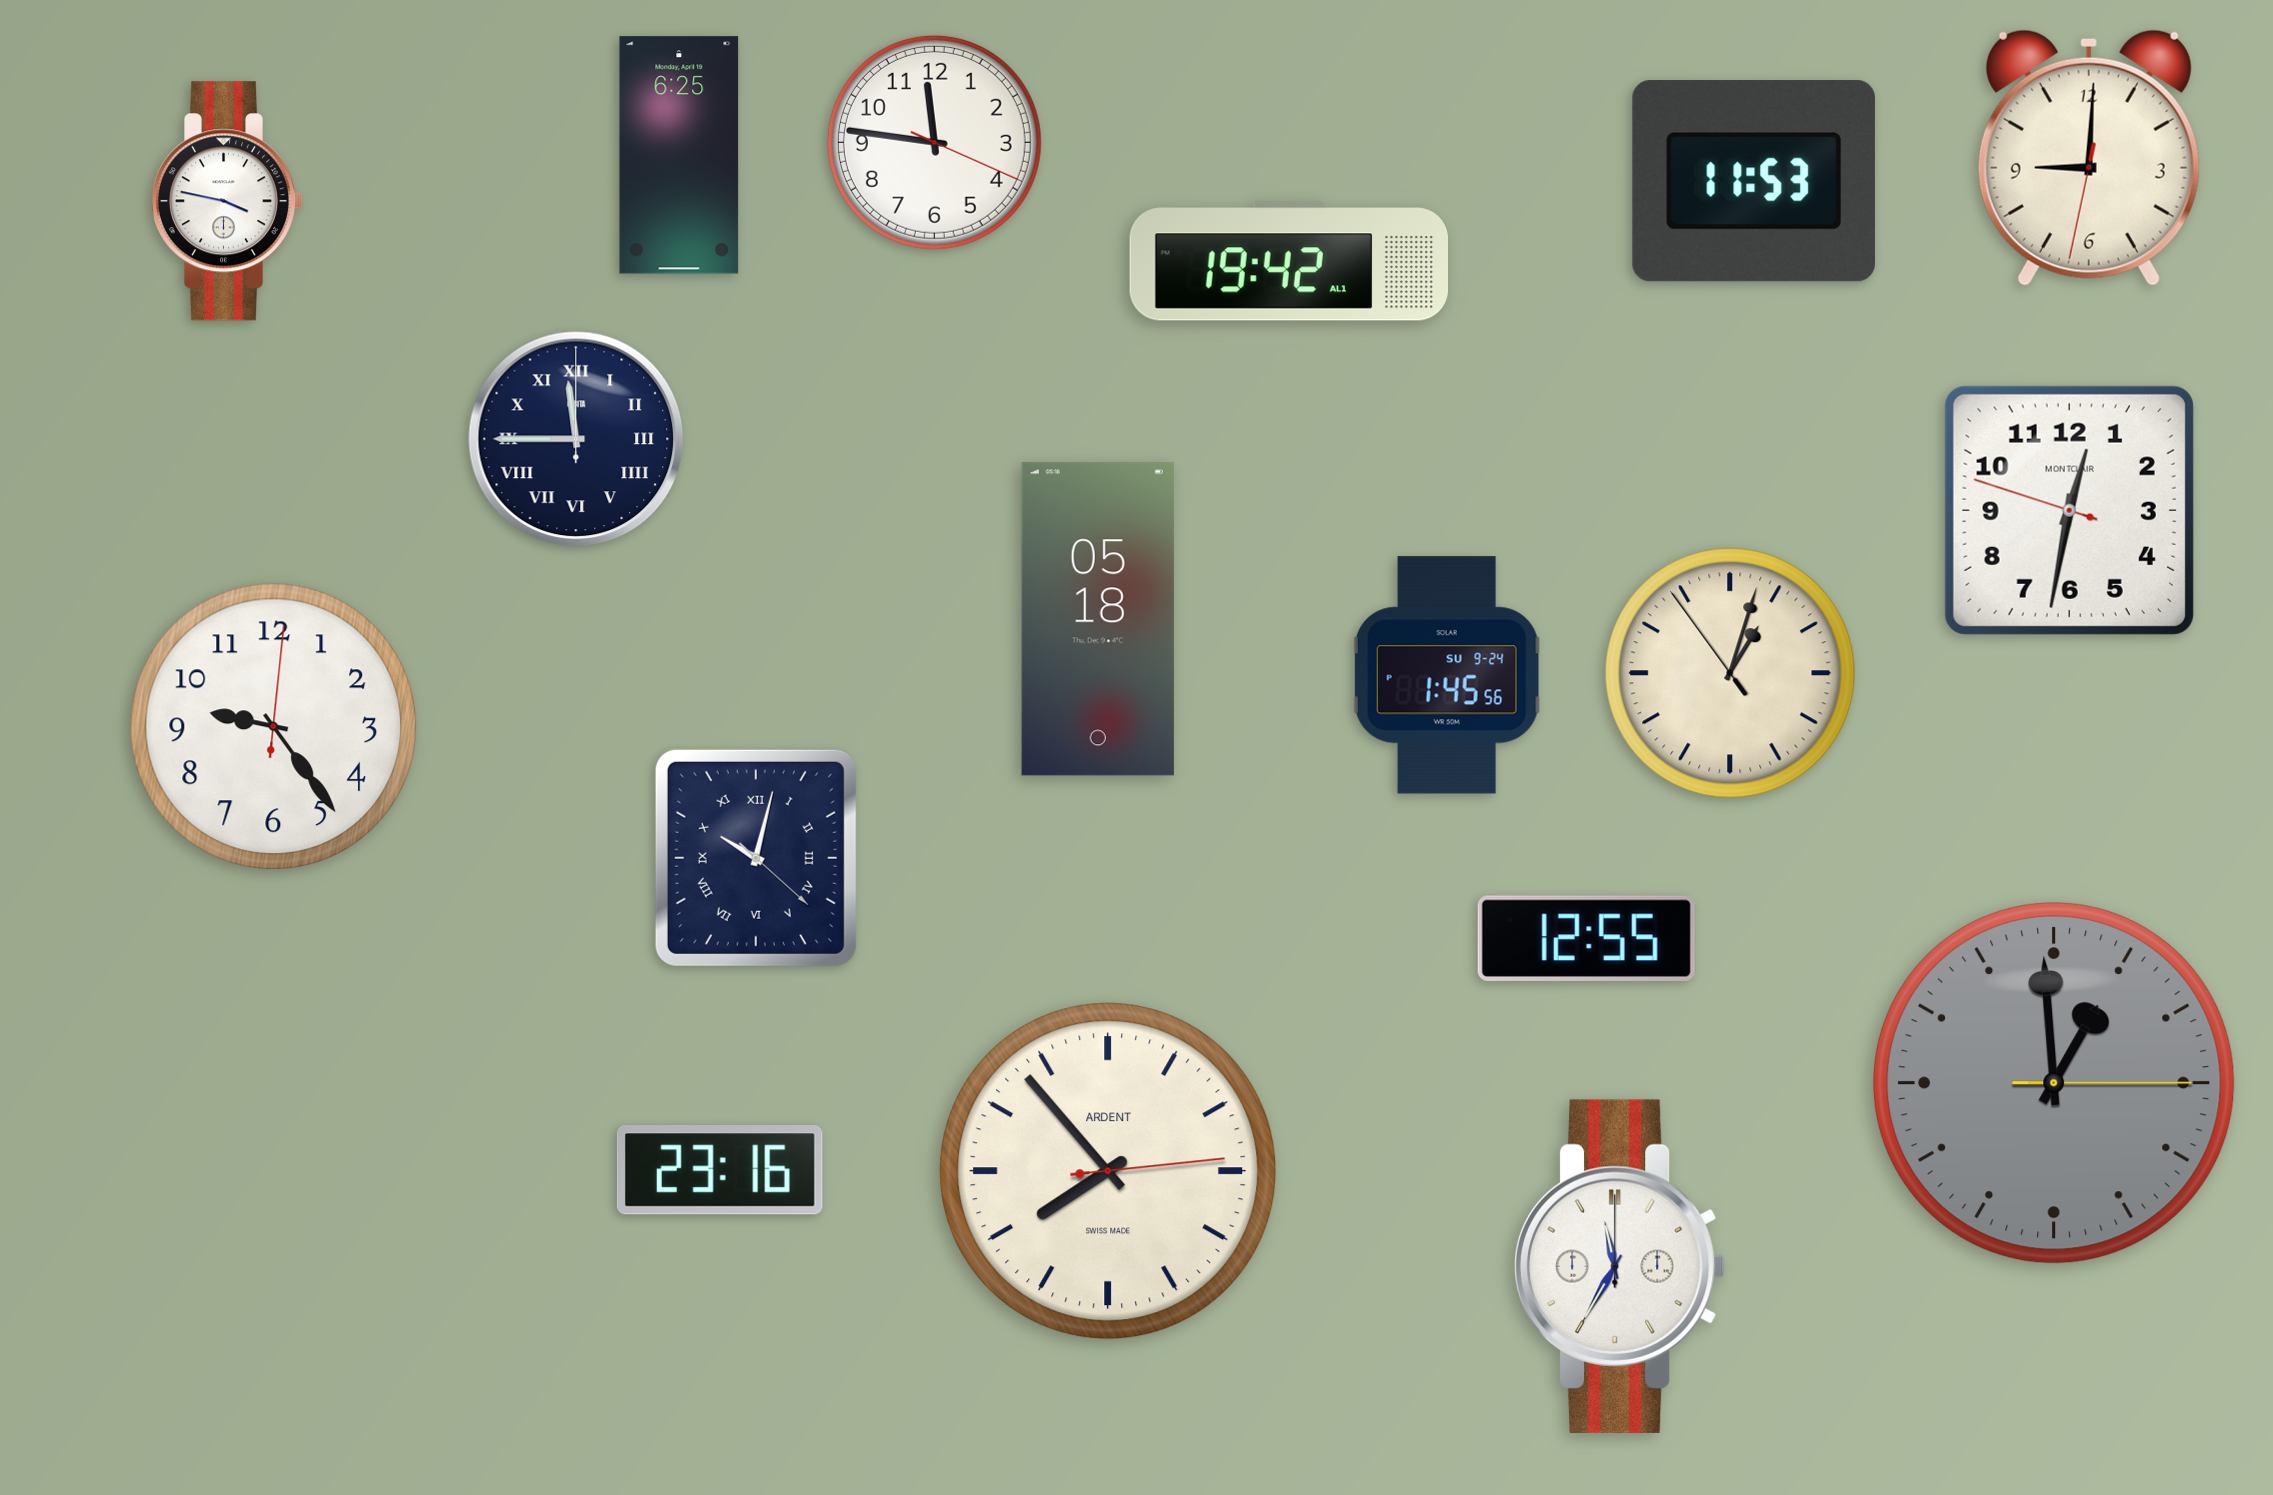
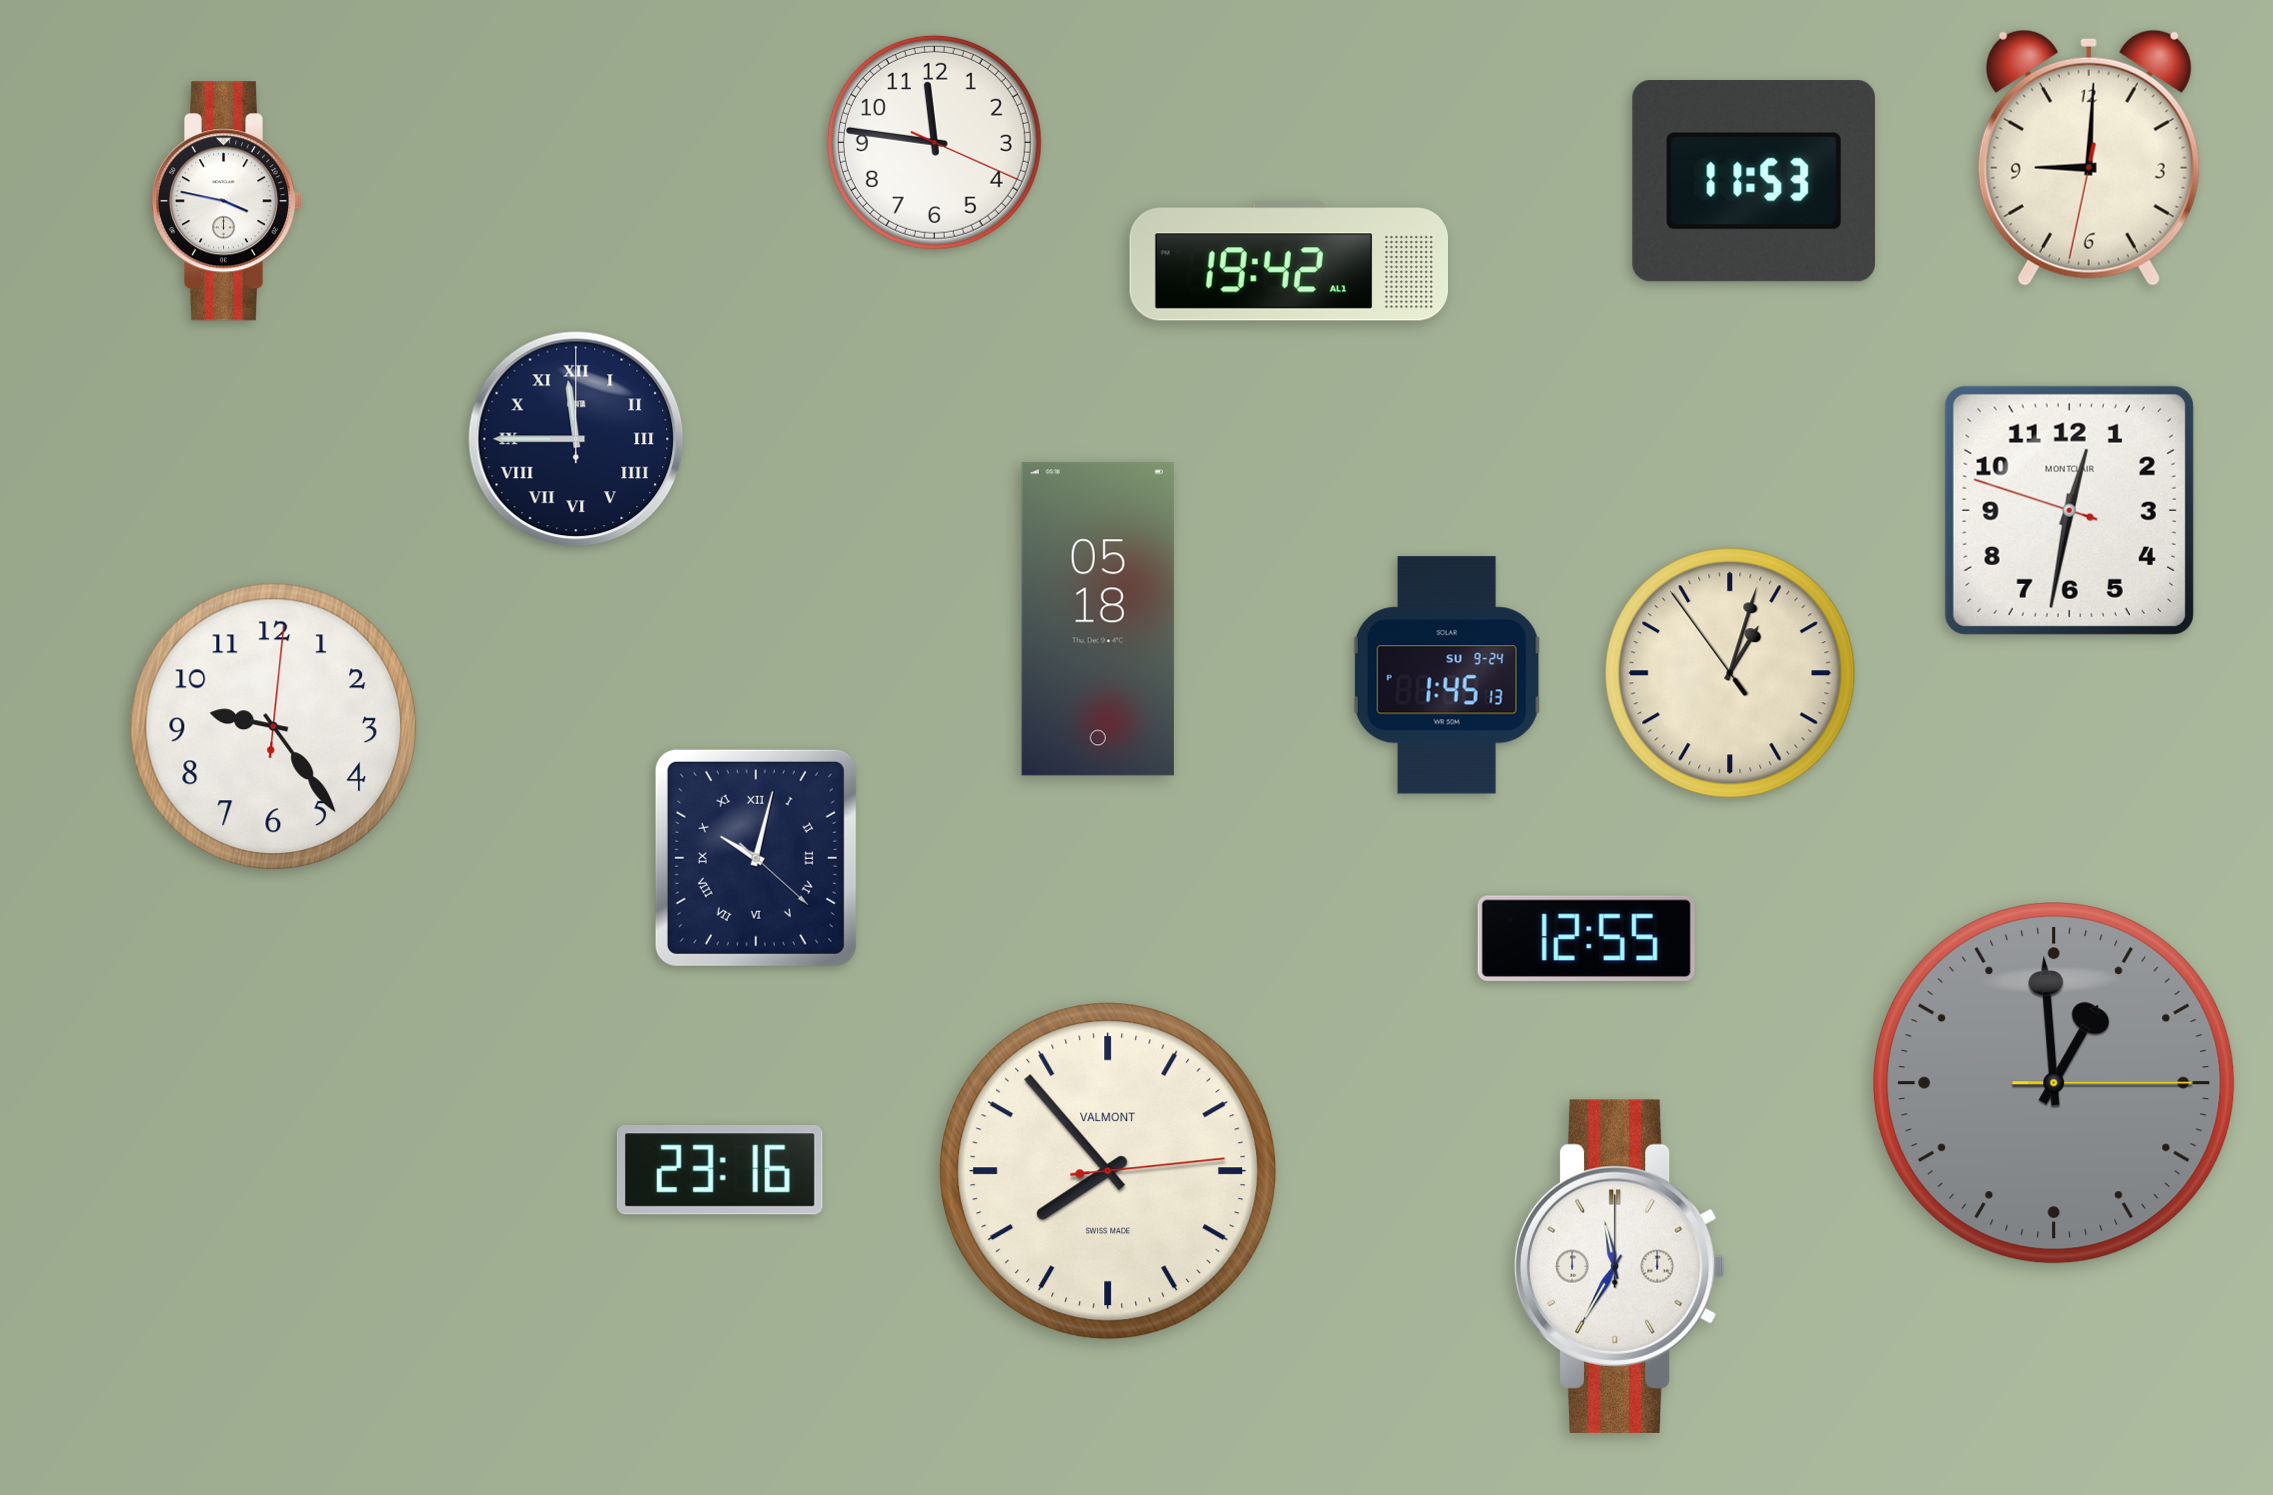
clock at (679, 155): 6:25 -> none
clock at (1447, 675): 1:45:56 -> 1:45:13
clock at (1108, 1171) brand: ARDENT -> VALMONT
